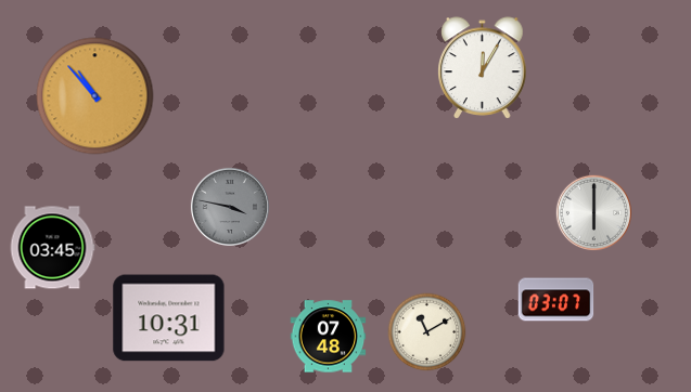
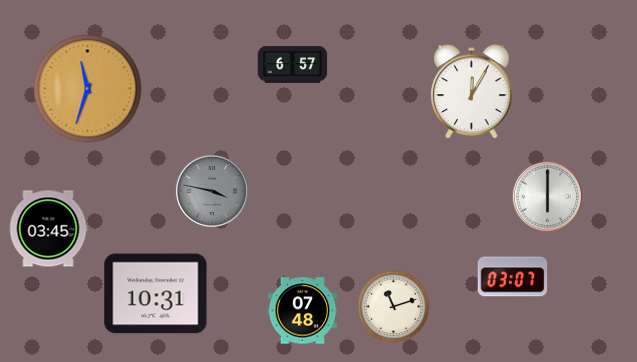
clock at (483, 68) position: (483, 68) -> (472, 92)
clock at (293, 65): none -> 6:57
clock at (95, 96): 10:53 -> 11:33
clock at (427, 332): 11:10 -> 11:12
